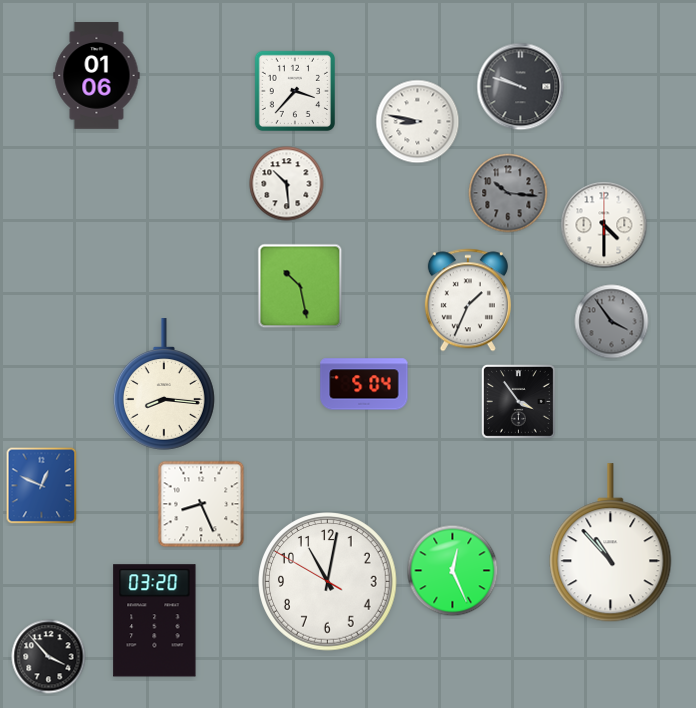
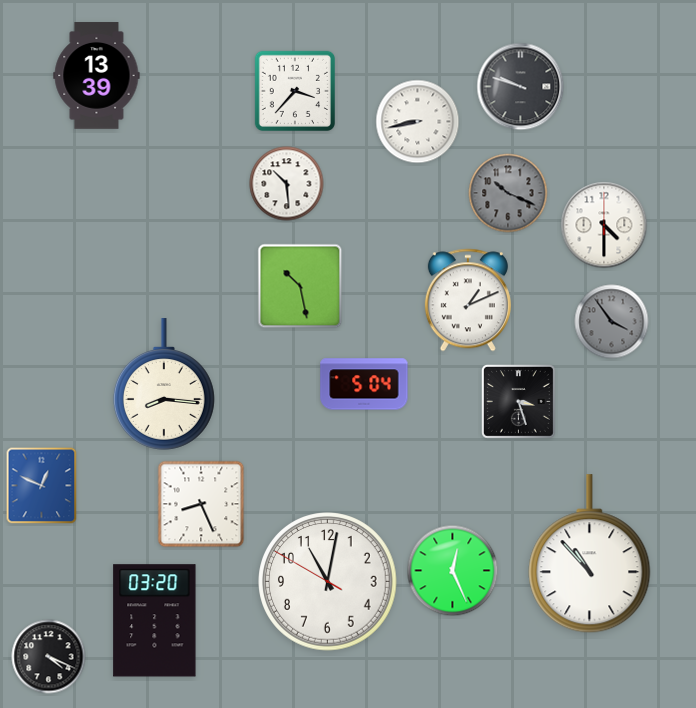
clock at (97, 76): 01:06 -> 13:39
clock at (418, 122): 8:47 -> 8:43
clock at (508, 193): 10:16 -> 10:19
clock at (468, 300): 1:34 -> 1:11
clock at (518, 401): 3:54 -> 3:27
clock at (611, 543) position: (611, 543) -> (590, 554)
clock at (49, 657): 3:53 -> 4:19
